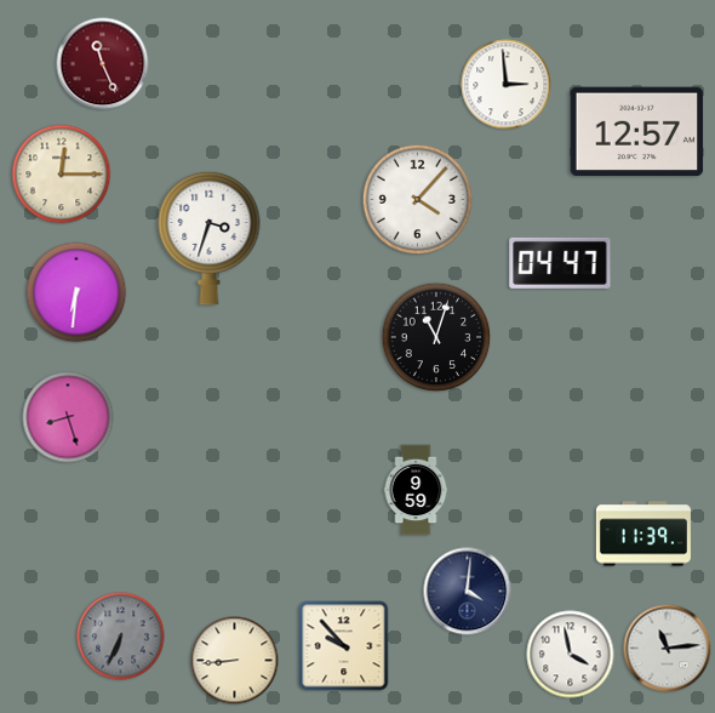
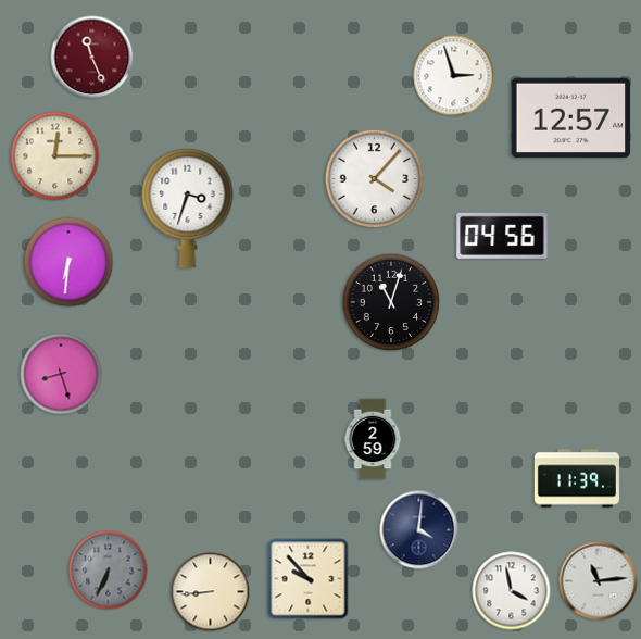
clock at (507, 85): 2:59 -> 2:57
clock at (210, 238) position: (210, 238) -> (188, 208)
clock at (560, 263): 04:47 -> 04:56
clock at (416, 490): 9:59 -> 2:59
clock at (571, 655) position: (571, 655) -> (512, 591)
